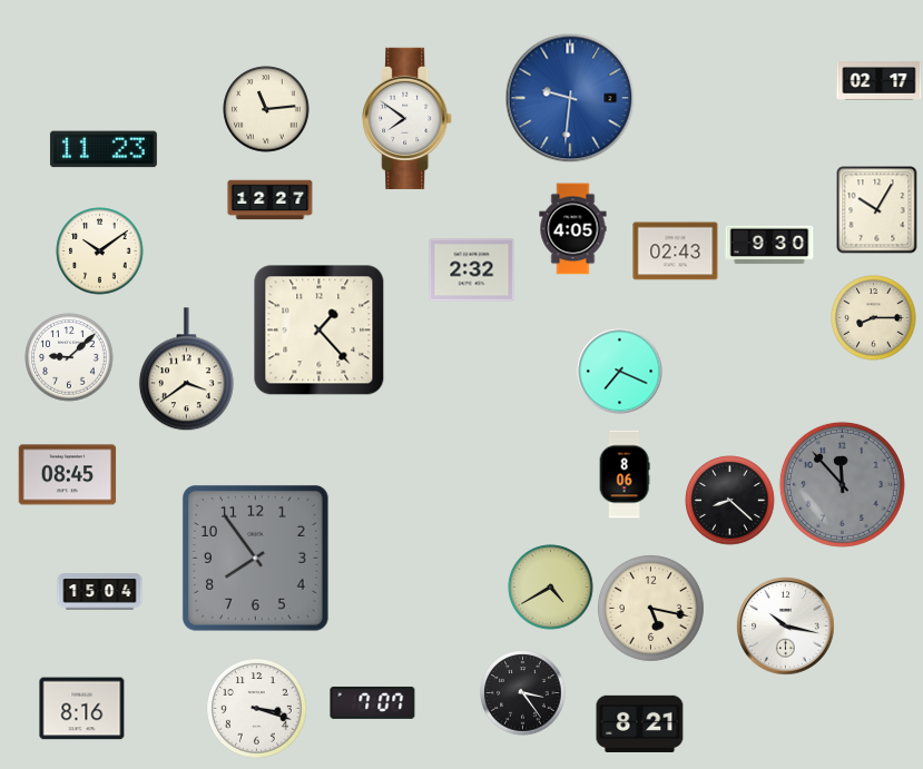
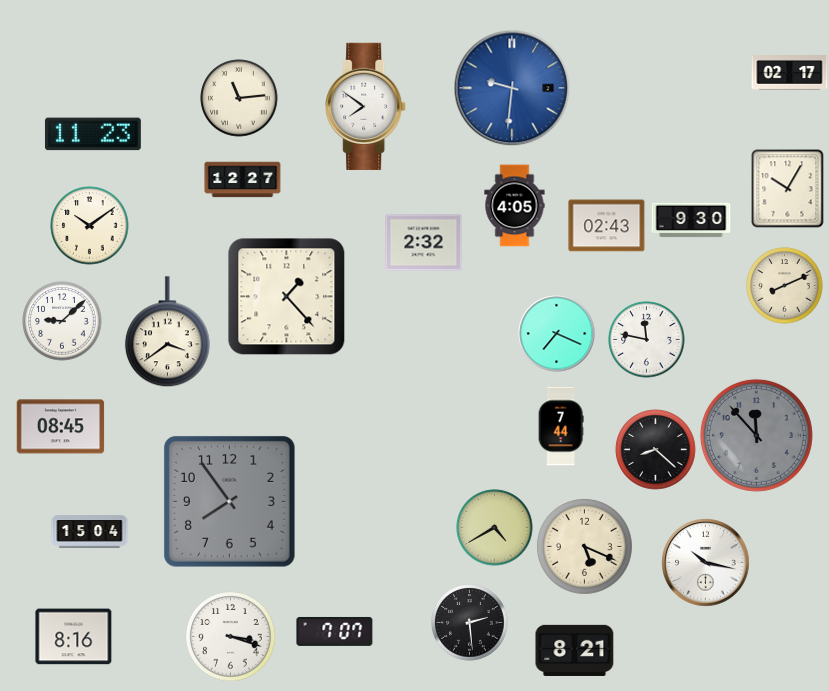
clock at (874, 318): 8:15 -> 8:11
clock at (647, 340): none -> 11:47
clock at (625, 474): 8:06 -> 7:44
clock at (651, 609): 5:17 -> 5:19
clock at (523, 693): 3:24 -> 2:29
